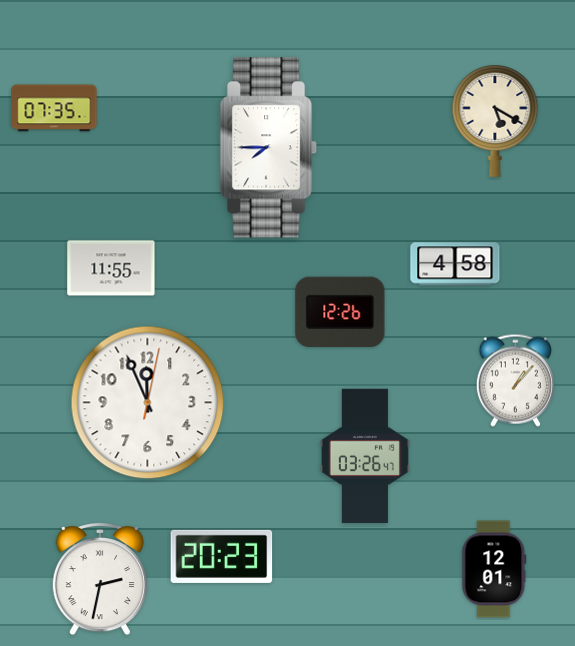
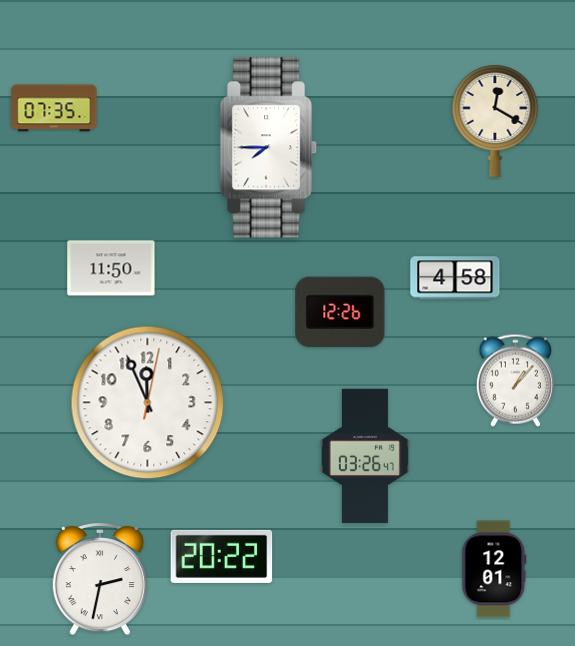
clock at (495, 121): 5:20 -> 12:20
clock at (455, 264) position: (455, 264) -> (455, 278)
clock at (111, 268): 11:55 -> 11:50
clock at (222, 556): 20:23 -> 20:22
